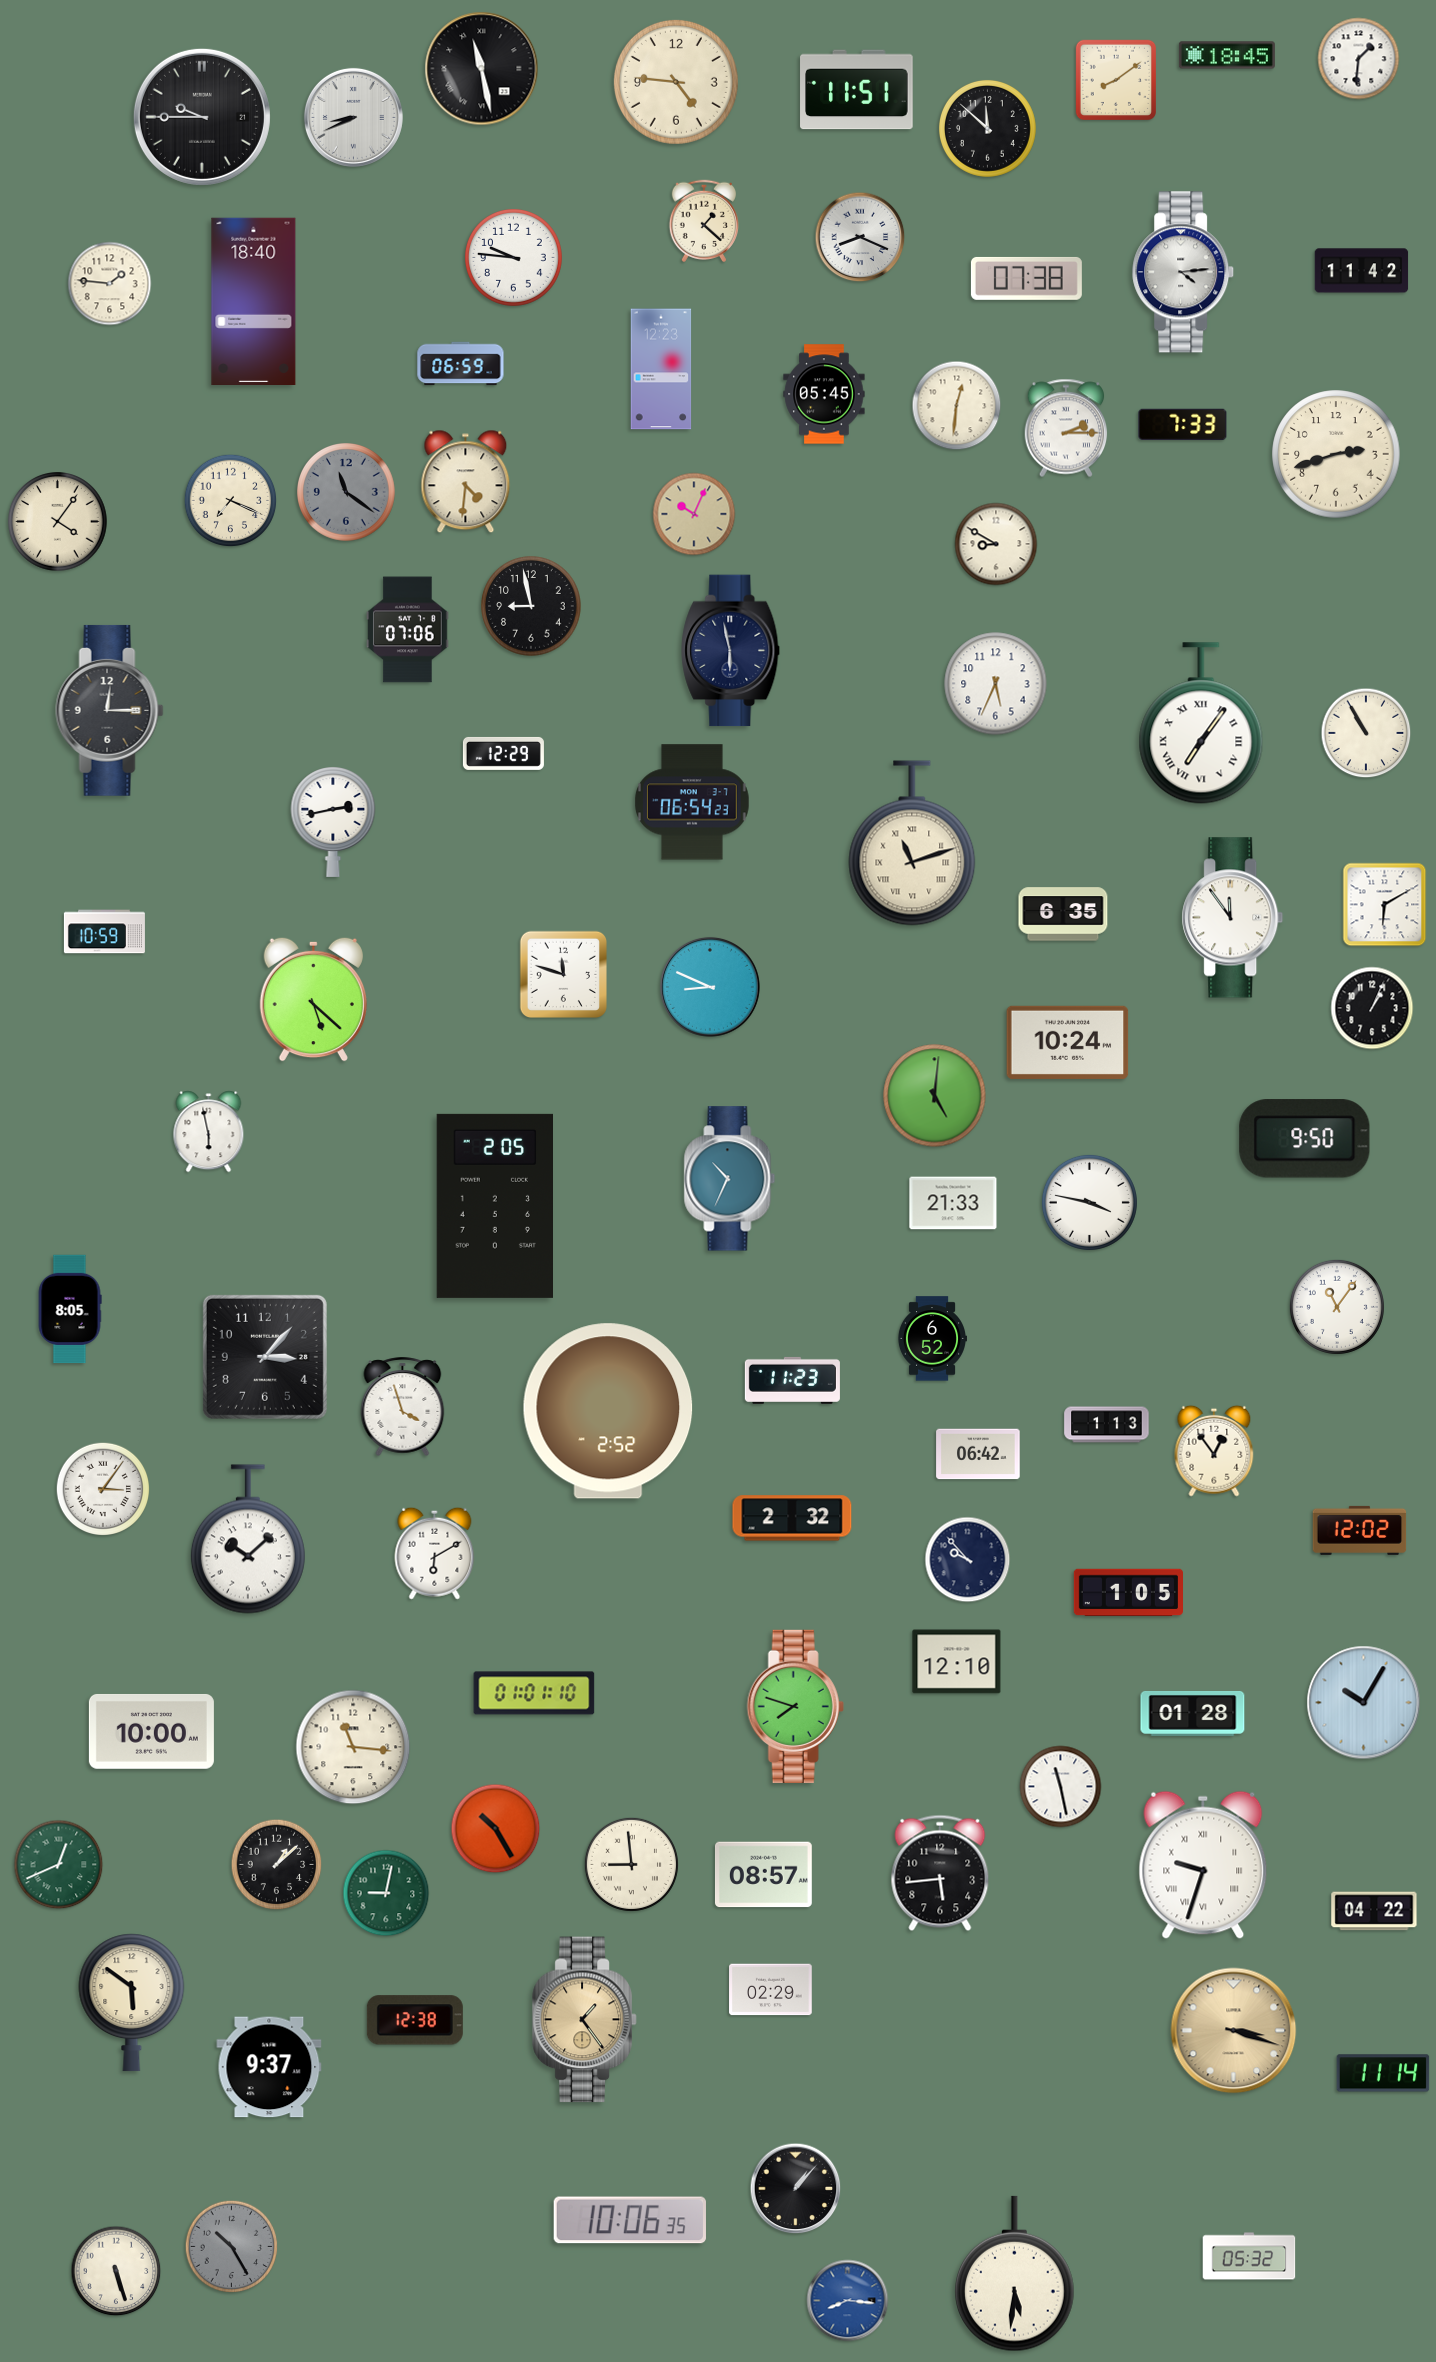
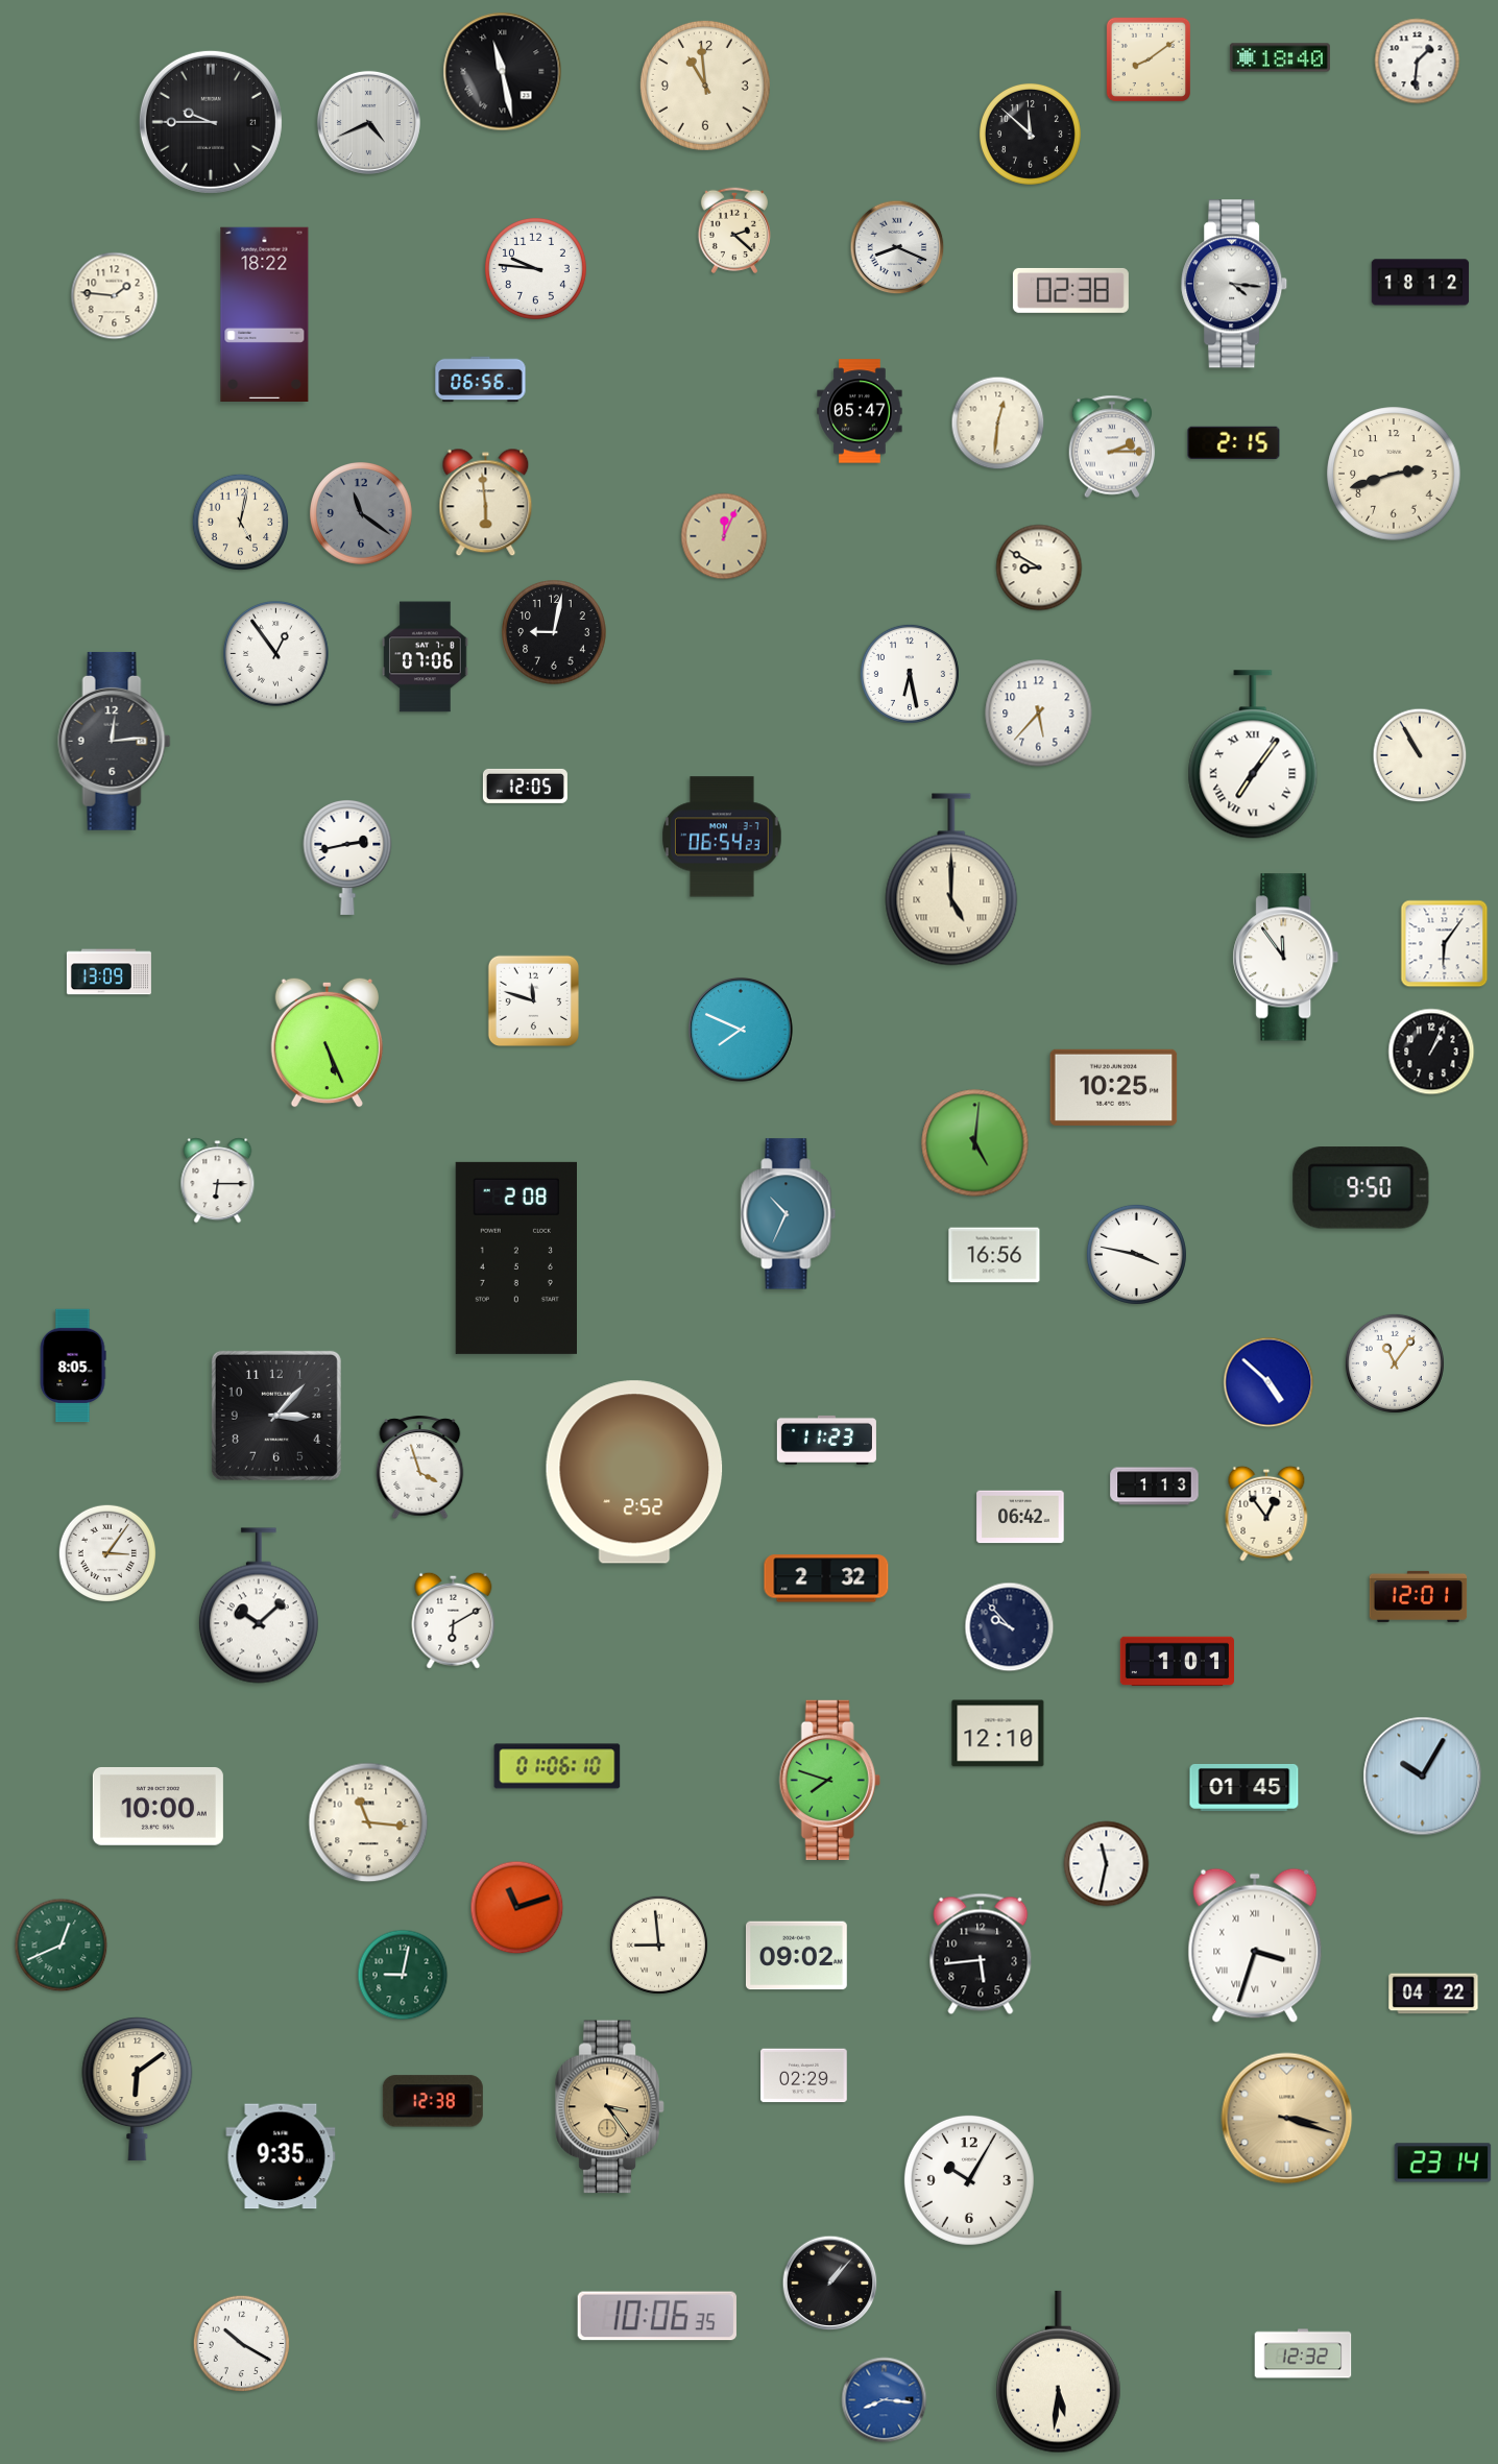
clock at (1227, 55): 18:45 -> 18:40
clock at (1115, 79) position: (1115, 79) -> (1147, 58)
clock at (676, 82): 4:46 -> 10:59
clock at (857, 90): 11:51 -> none
clock at (353, 117): 8:41 -> 4:41
clock at (703, 221): 1:22 -> 2:22
clock at (1362, 271): 11:42 -> 18:12
clock at (1184, 272): 4:14 -> 4:16
clock at (1026, 278): 07:38 -> 02:38
clock at (254, 301): 18:40 -> 18:22
clock at (461, 364): 06:59 -> 06:56
clock at (661, 369): 12:23 -> none
clock at (824, 394): 05:45 -> 05:47
clock at (1183, 424): 7:33 -> 2:15
clock at (466, 482): 4:31 -> 5:59
clock at (231, 501): 7:19 -> 5:02
clock at (694, 514): 10:04 -> 12:04
clock at (58, 522): 4:06 -> none
clock at (531, 606): 8:58 -> 9:02
clock at (276, 654): none -> 12:54
clock at (910, 674): none -> 6:28
clock at (731, 651): 5:58 -> none
clock at (996, 684): 5:34 -> 5:37
clock at (110, 710): 12:15 -> 12:14
clock at (1366, 733) position: (1366, 733) -> (1420, 755)
clock at (503, 753): 12:29 -> 12:05
clock at (912, 843): 11:12 -> 5:00
clock at (1385, 905): 6:10 -> 6:06
clock at (1063, 914): 6:35 -> none
clock at (104, 932): 10:59 -> 13:09
clock at (563, 974) position: (563, 974) -> (533, 1000)
clock at (710, 987): 8:49 -> 7:49
clock at (313, 999): 5:22 -> 5:26
clock at (1068, 1042): 10:24 -> 10:25
clock at (209, 1132): 5:58 -> 6:15
clock at (730, 1179) position: (730, 1179) -> (789, 1214)
clock at (953, 1203): 21:33 -> 16:56
clock at (494, 1206): 2:05 -> 2:08
clock at (1269, 1382): none -> 4:52
clock at (931, 1339): 6:52 -> none
clock at (792, 1518) position: (792, 1518) -> (826, 1578)
clock at (1360, 1530): 12:02 -> 12:01
clock at (1128, 1593): 1:05 -> 1:01
clock at (534, 1693): 01:01 -> 01:06
clock at (1193, 1713): 01:28 -> 01:45
clock at (1061, 1787): 11:28 -> 11:32
clock at (496, 1829): 10:25 -> 11:12
clock at (277, 1865): 1:08 -> none
clock at (1203, 1865): 9:33 -> 3:33
clock at (763, 1875): 08:57 -> 09:02
clock at (132, 2003): 5:51 -> 6:09
clock at (415, 2020) position: (415, 2020) -> (433, 2101)
clock at (585, 2020): 1:24 -> 3:24
clock at (269, 2067): 9:37 -> 9:35
clock at (1383, 2073): 11:14 -> 23:14
clock at (969, 2180): none -> 10:05
clock at (232, 2247): 10:25 -> 10:20
clock at (232, 2247) dial: grey -> white
clock at (1249, 2256): 05:32 -> 12:32
clock at (116, 2271): 5:27 -> none
